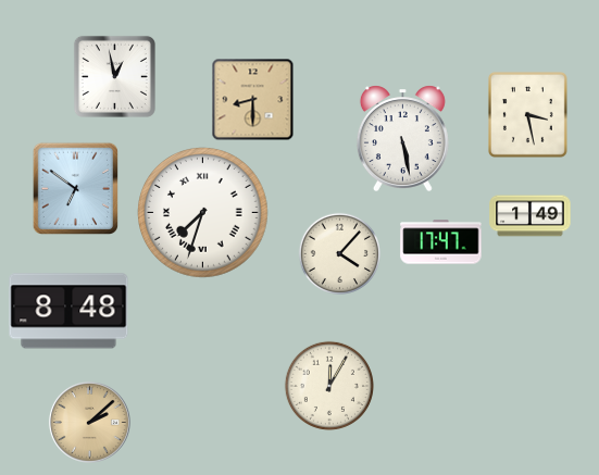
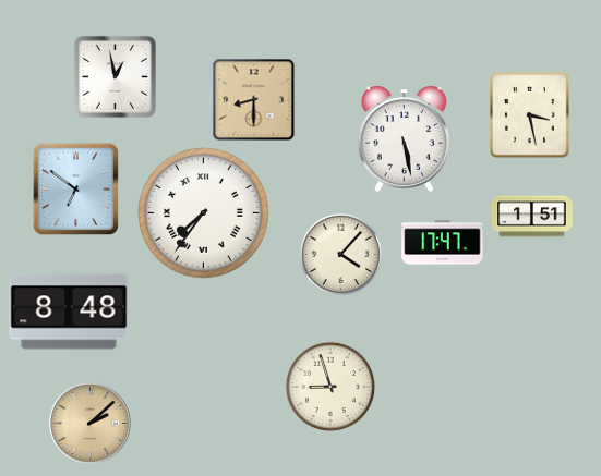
clock at (203, 213): 7:33 -> 7:36
clock at (531, 216): 1:49 -> 1:51
clock at (329, 386): 12:05 -> 8:57
